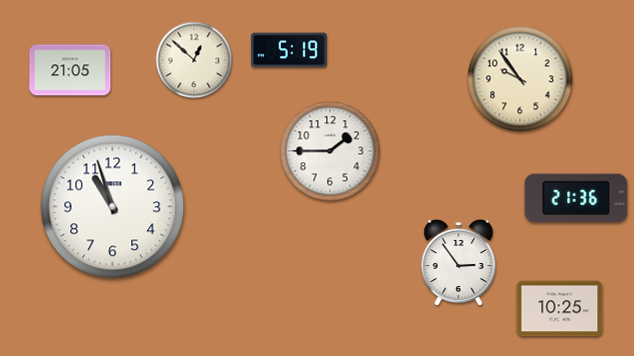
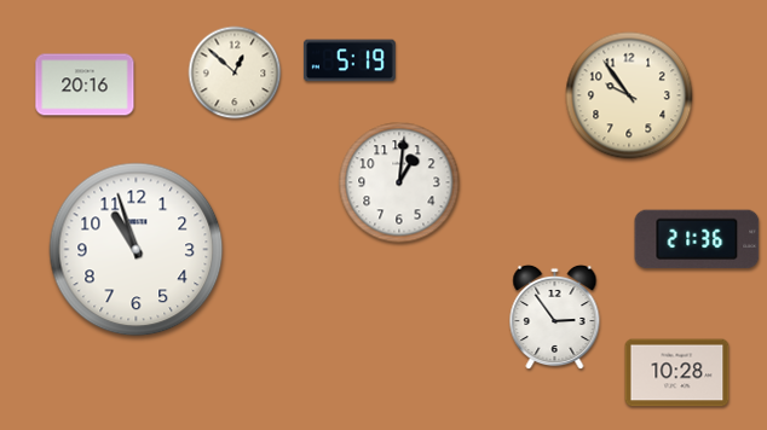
clock at (70, 70): 21:05 -> 20:16
clock at (330, 151): 1:45 -> 1:01
clock at (560, 309): 10:25 -> 10:28
